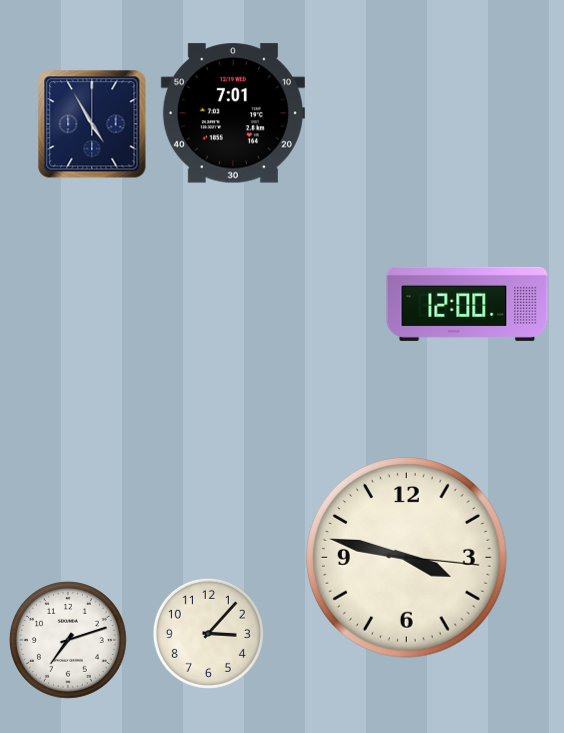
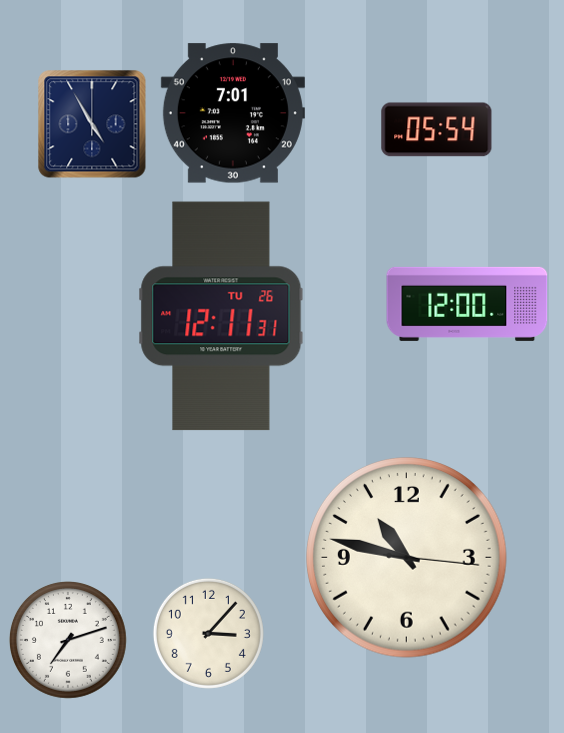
clock at (437, 130): none -> 05:54
clock at (221, 316): none -> 12:11
clock at (407, 558): 3:47 -> 10:47
